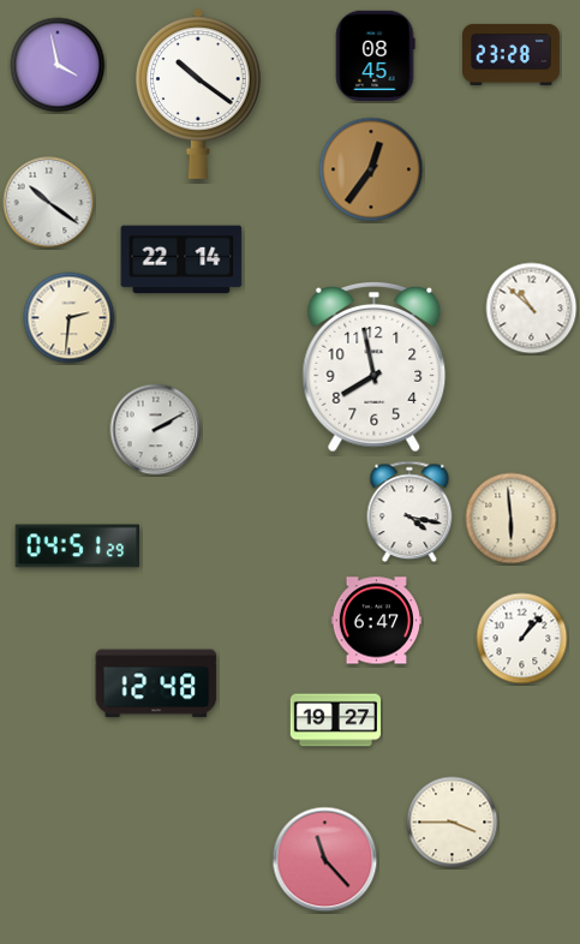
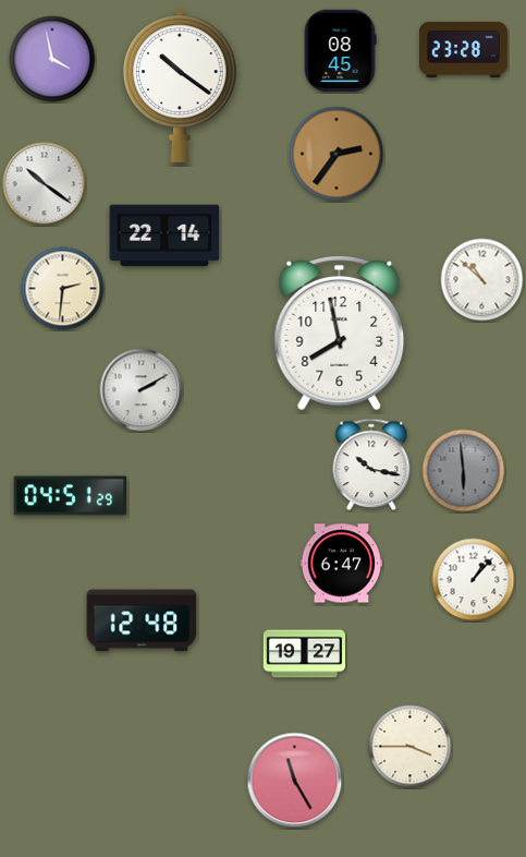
clock at (371, 169): 12:36 -> 2:36
clock at (409, 512): 4:17 -> 10:17
clock at (512, 519) dial: cream -> grey
clock at (325, 860): 11:23 -> 11:25
